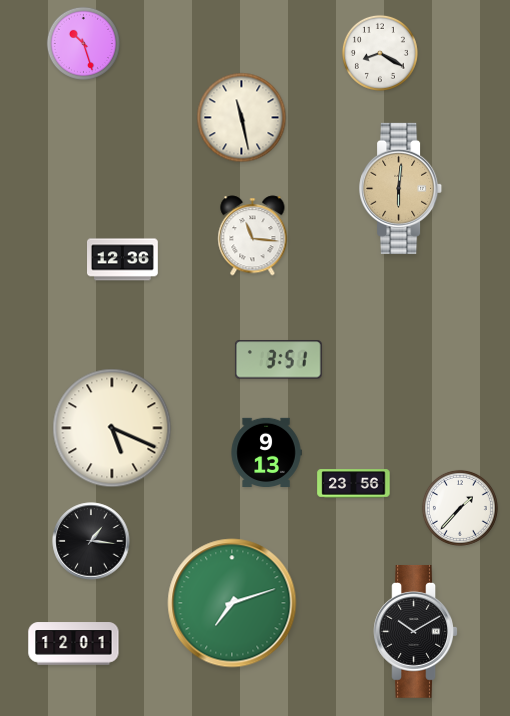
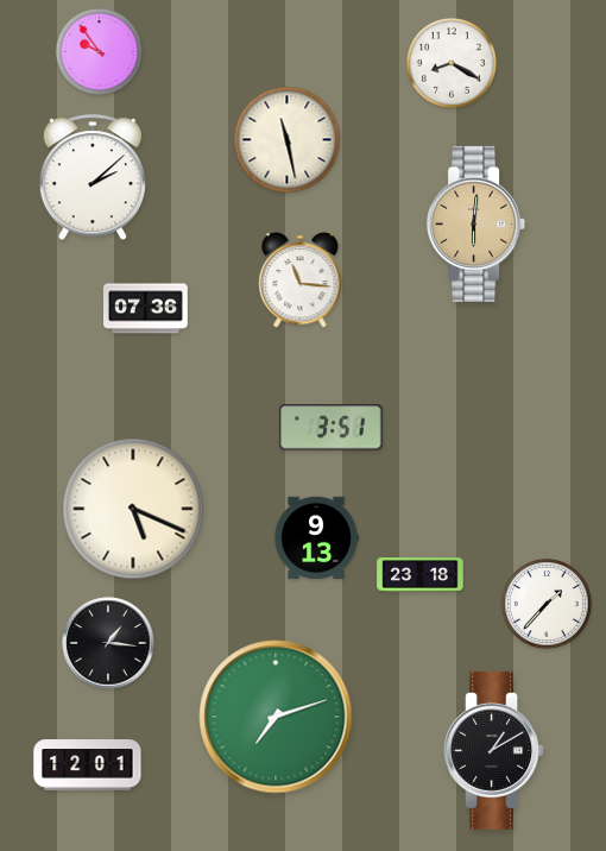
clock at (83, 43): 10:27 -> 9:54
clock at (93, 178): none -> 2:08
clock at (123, 260): 12:36 -> 07:36
clock at (354, 484): 23:56 -> 23:18
clock at (415, 631): 10:10 -> 1:10
